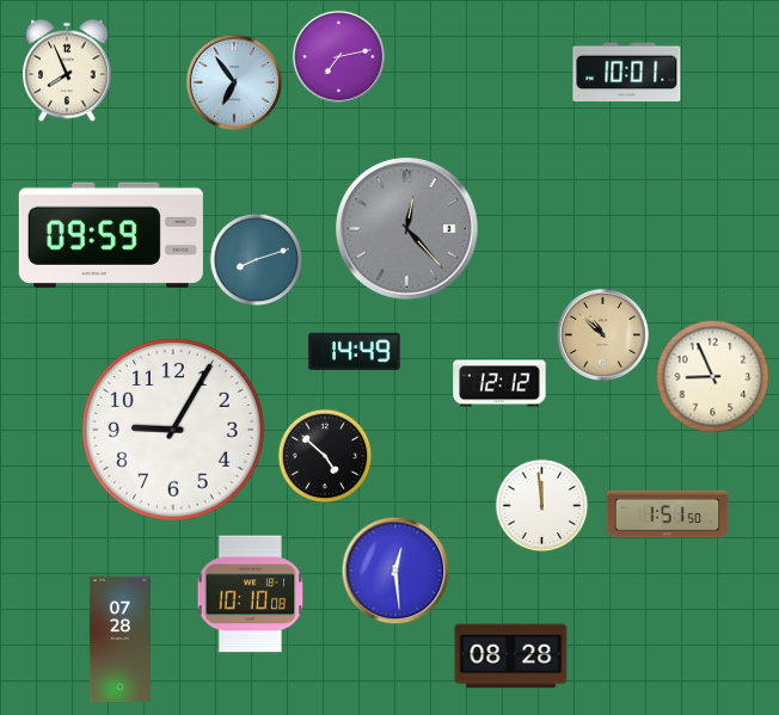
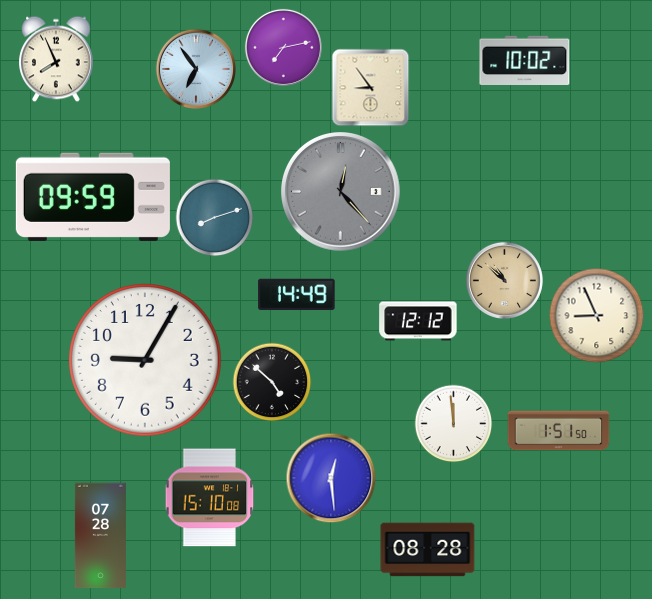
clock at (627, 73): 10:01 -> 10:02
clock at (370, 87): none -> 8:54
clock at (251, 594): 10:10 -> 15:10
